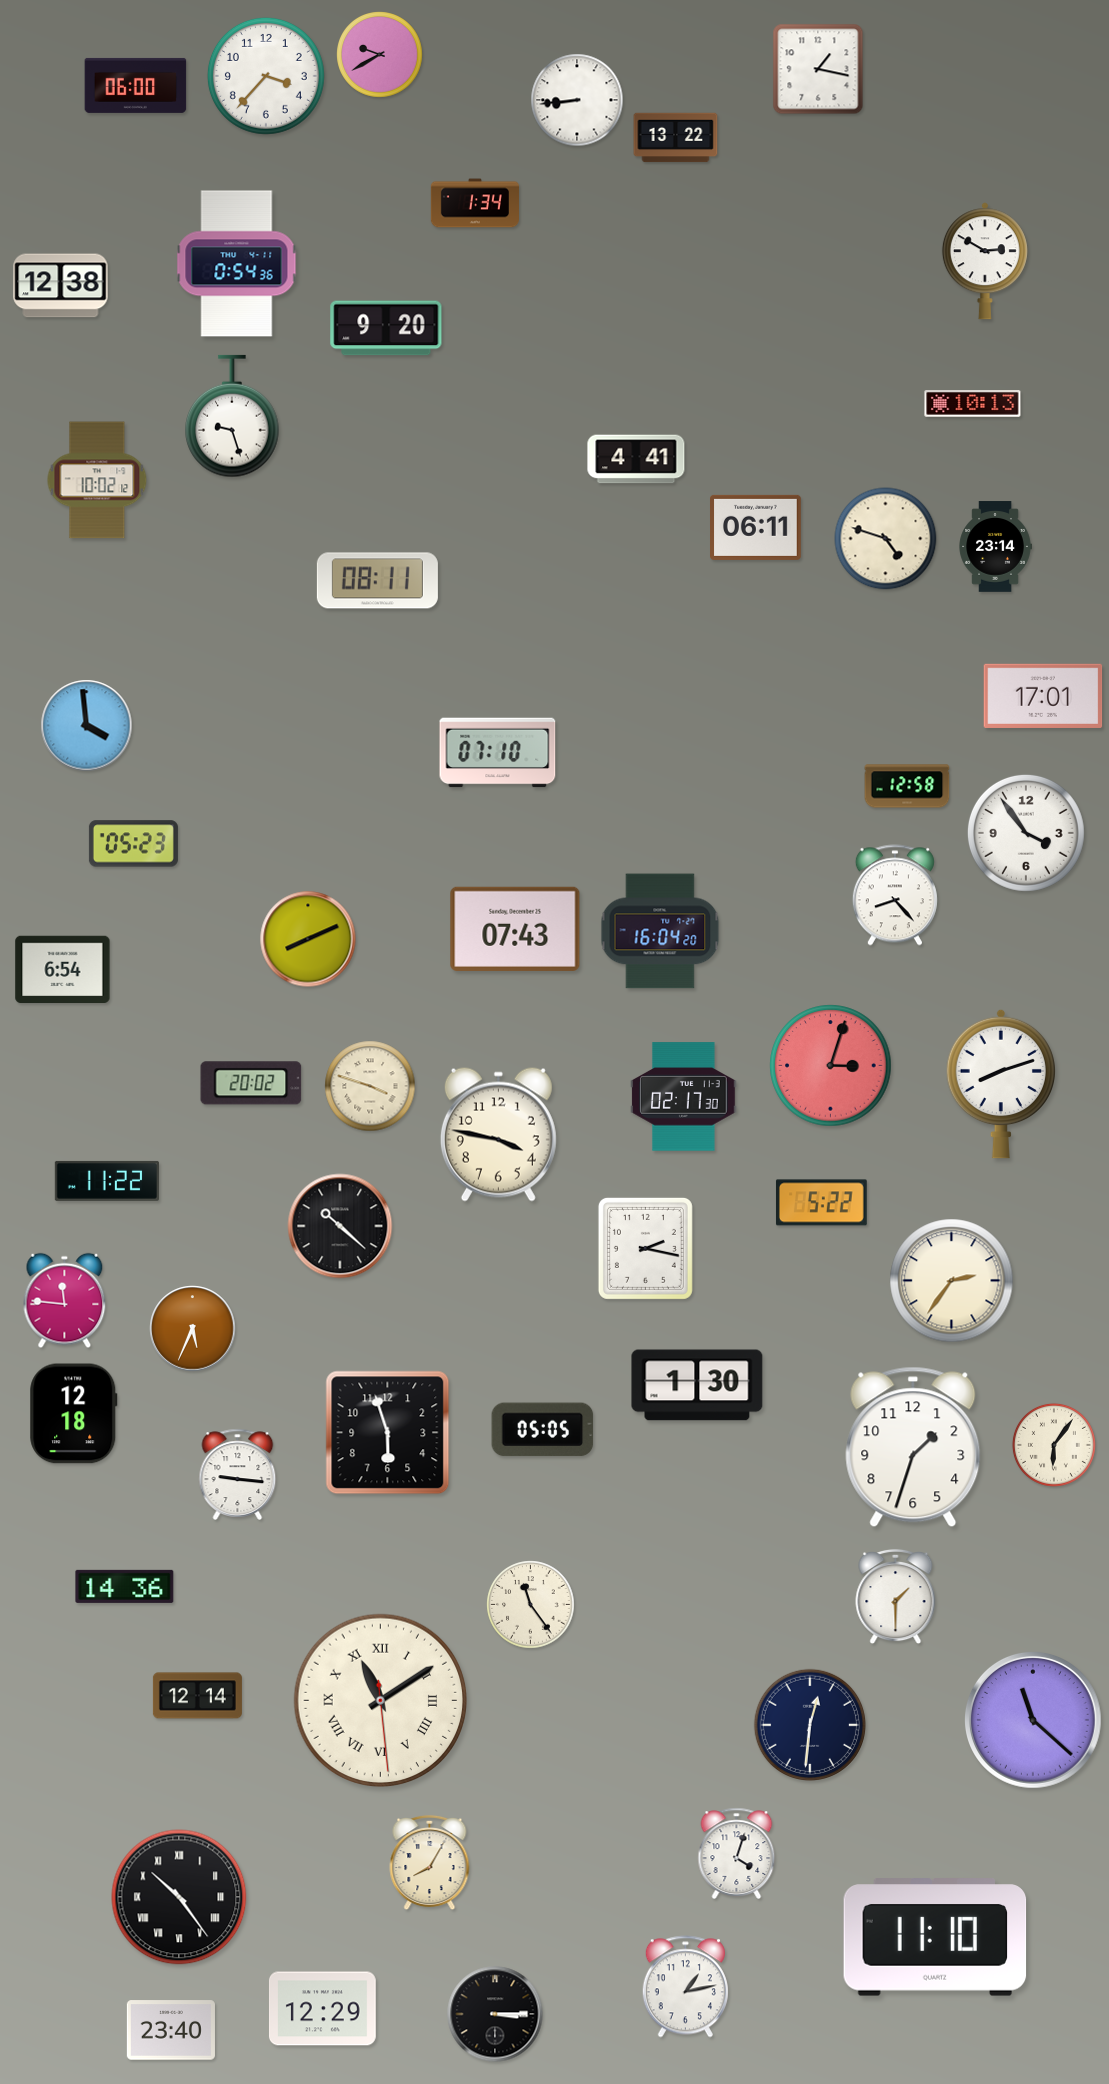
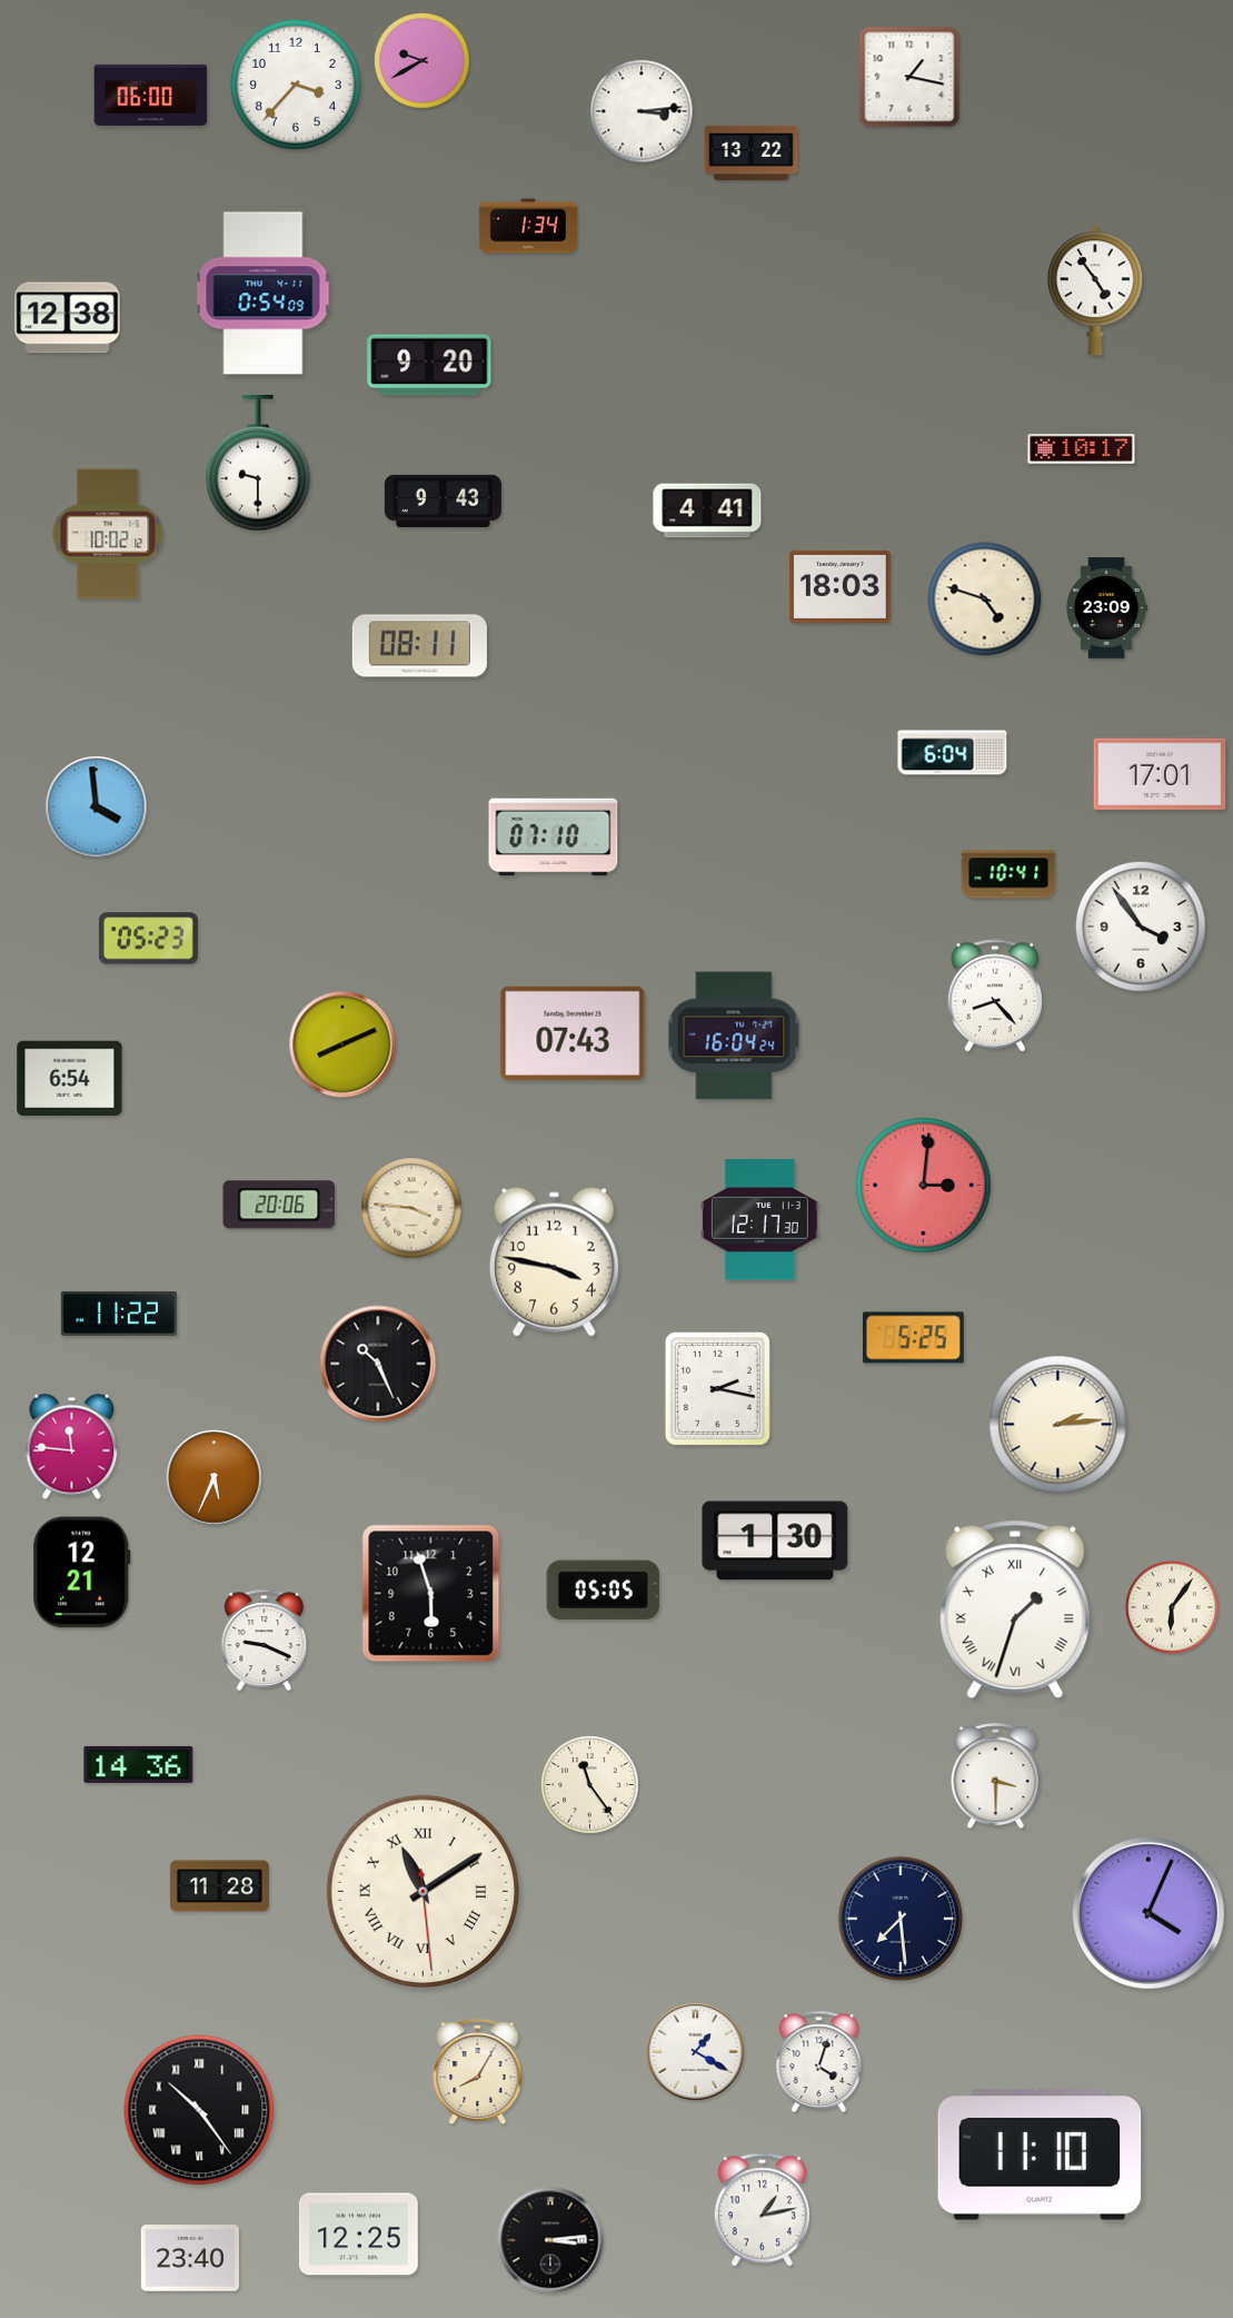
clock at (577, 100): 8:44 -> 3:14
clock at (985, 261): 2:50 -> 4:54
clock at (237, 264): 0:54:36 -> 0:54:09
clock at (973, 404): 10:13 -> 10:17
clock at (232, 416): 9:27 -> 9:30
clock at (443, 501): none -> 9:43
clock at (756, 527): 06:11 -> 18:03
clock at (995, 547): 23:14 -> 23:09
clock at (953, 753): none -> 6:04
clock at (907, 786): 12:58 -> 10:41
clock at (660, 931): 16:04:20 -> 16:04:24
clock at (831, 1066): 3:03 -> 3:01
clock at (251, 1083): 20:02 -> 20:06
clock at (1000, 1084): 8:12 -> none
clock at (370, 1086): 3:48 -> 3:46
clock at (684, 1097): 02:17 -> 12:17
clock at (821, 1203): 5:22 -> 5:25
clock at (340, 1226): 10:22 -> 10:26
clock at (952, 1281): 2:36 -> 2:14
clock at (74, 1414): 12:18 -> 12:21
clock at (913, 1447) numerals: Arabic -> Roman
clock at (238, 1474): 9:16 -> 9:19
clock at (896, 1597): 1:30 -> 3:30
clock at (197, 1696): 12:14 -> 11:28
clock at (1034, 1721): 11:22 -> 4:04
clock at (810, 1725): 12:31 -> 7:29
clock at (696, 2052): none -> 1:20
clock at (323, 2009): 12:29 -> 12:25
clock at (495, 2014): 3:15 -> 3:14
